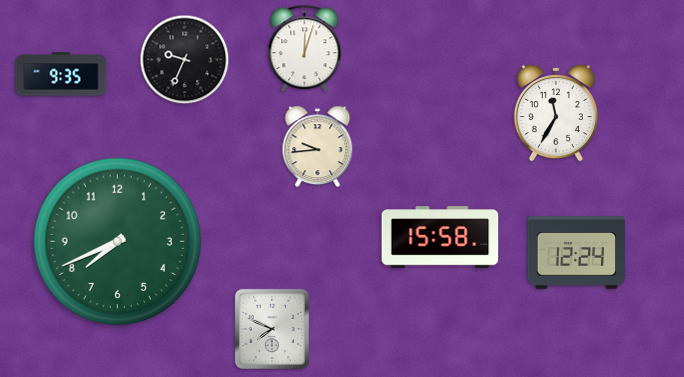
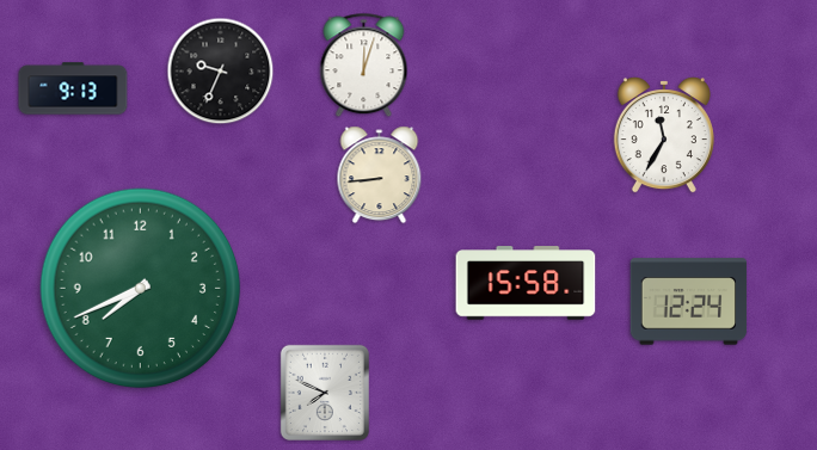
clock at (305, 49) position: (305, 49) -> (364, 66)
clock at (61, 74): 9:35 -> 9:13
clock at (318, 147): 9:44 -> 8:44
